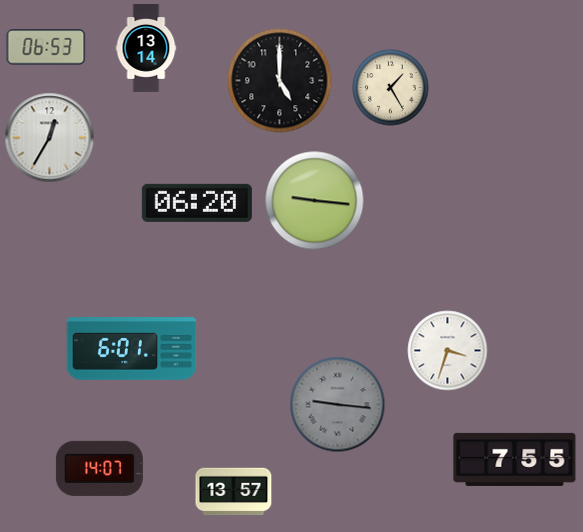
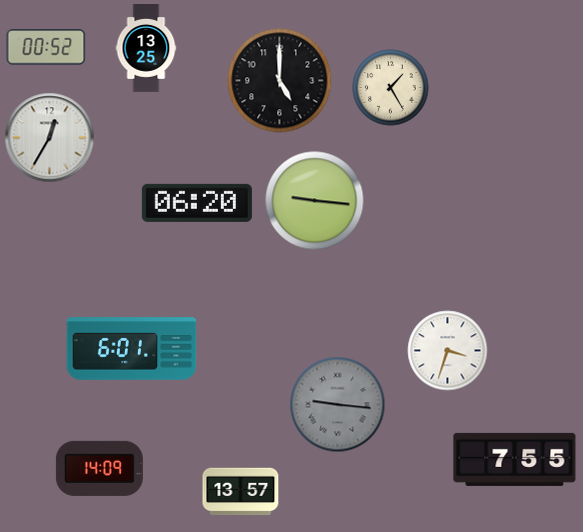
clock at (46, 47): 06:53 -> 00:52
clock at (146, 49): 13:14 -> 13:25
clock at (99, 468): 14:07 -> 14:09
clock at (234, 492) position: (234, 492) -> (241, 492)
